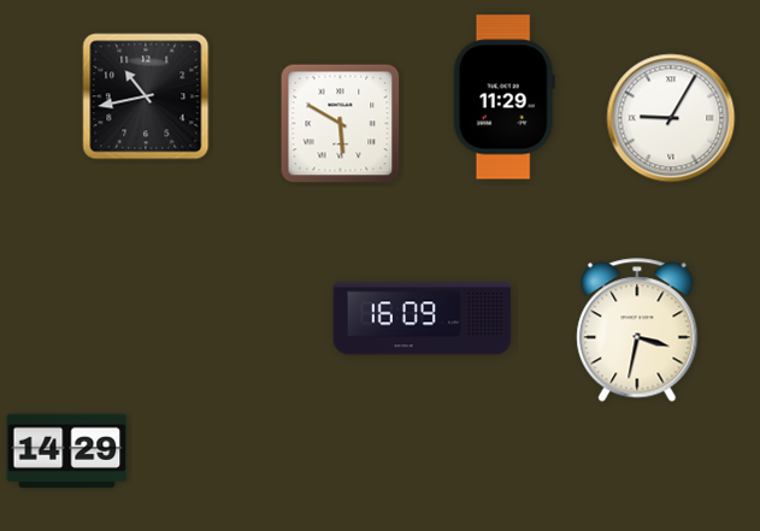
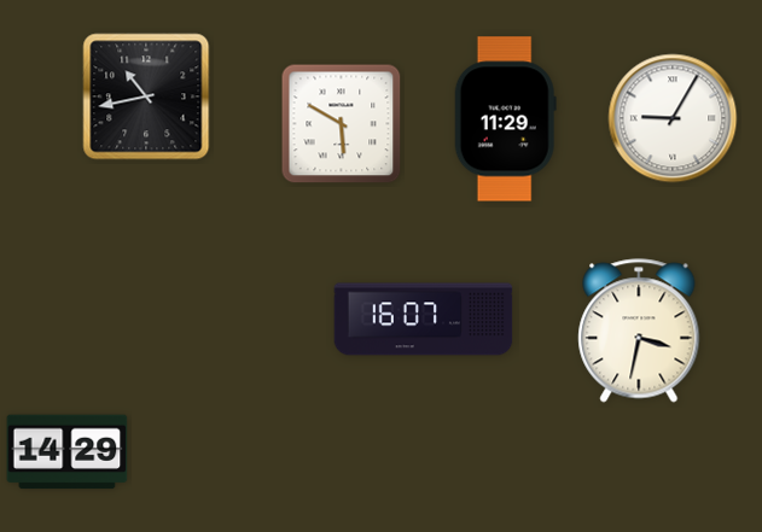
clock at (503, 98) position: (503, 98) -> (505, 119)
clock at (423, 319): 16:09 -> 16:07
